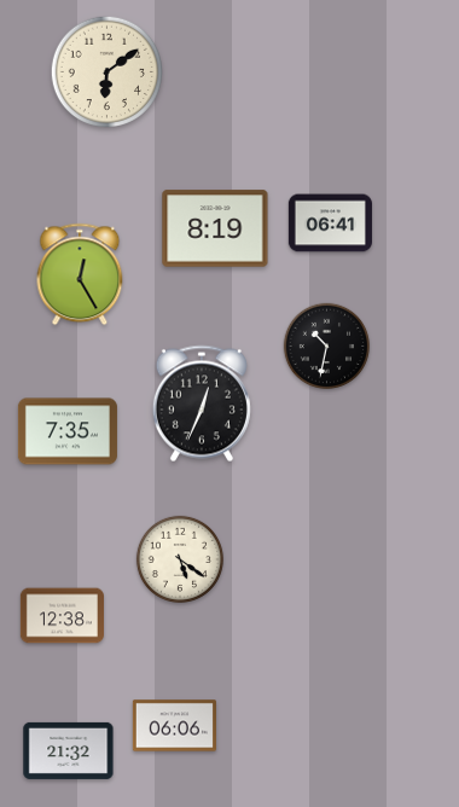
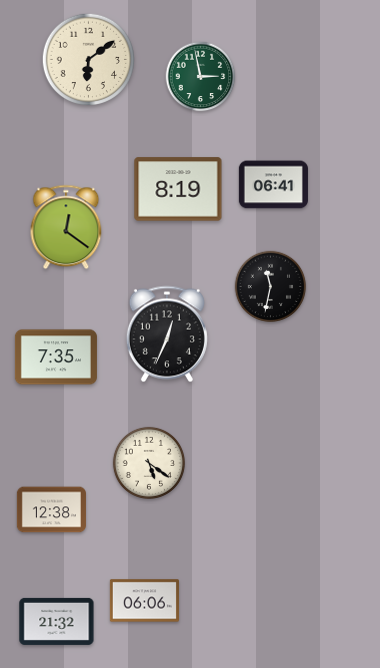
clock at (201, 77): none -> 2:58
clock at (80, 274): 12:25 -> 12:21
clock at (327, 347): 10:32 -> 11:32
